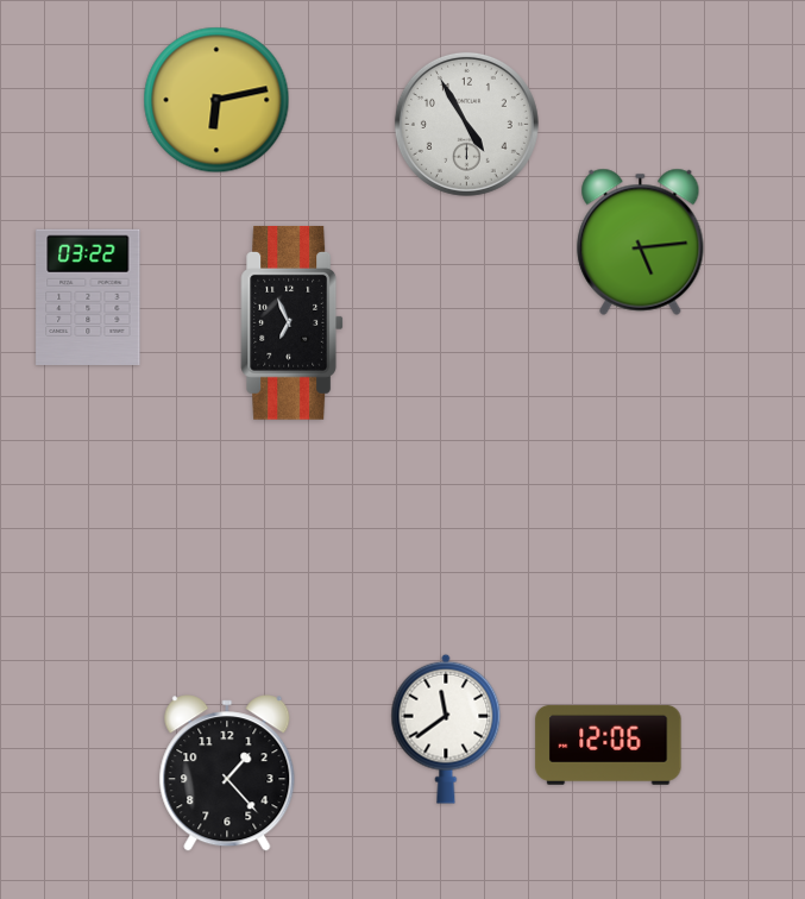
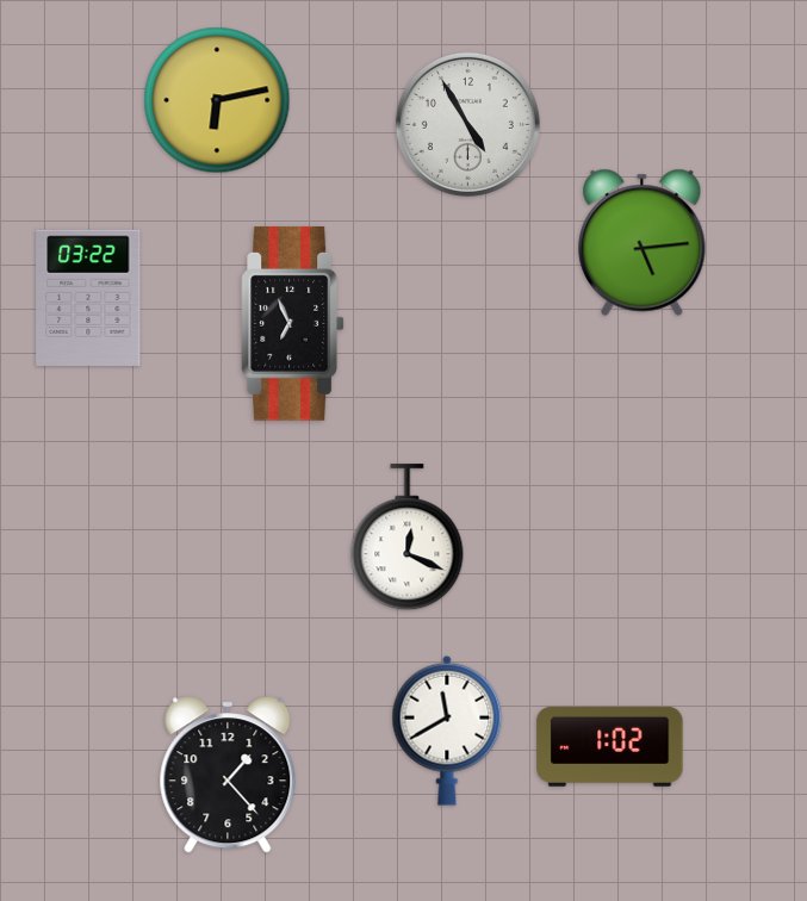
clock at (408, 538): none -> 12:19
clock at (446, 729): 11:39 -> 11:40
clock at (609, 744): 12:06 -> 1:02
